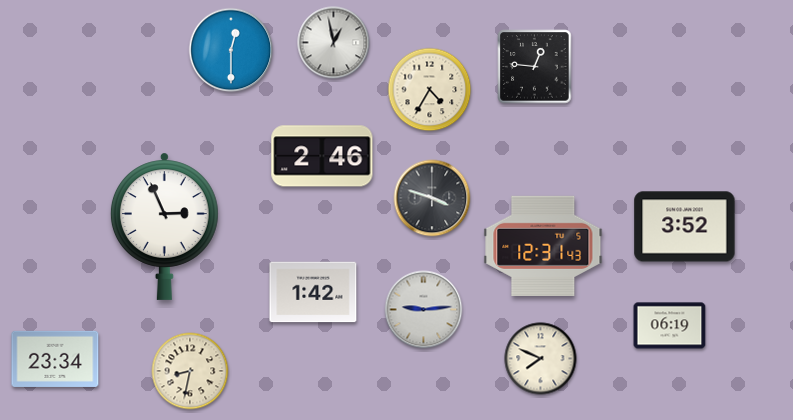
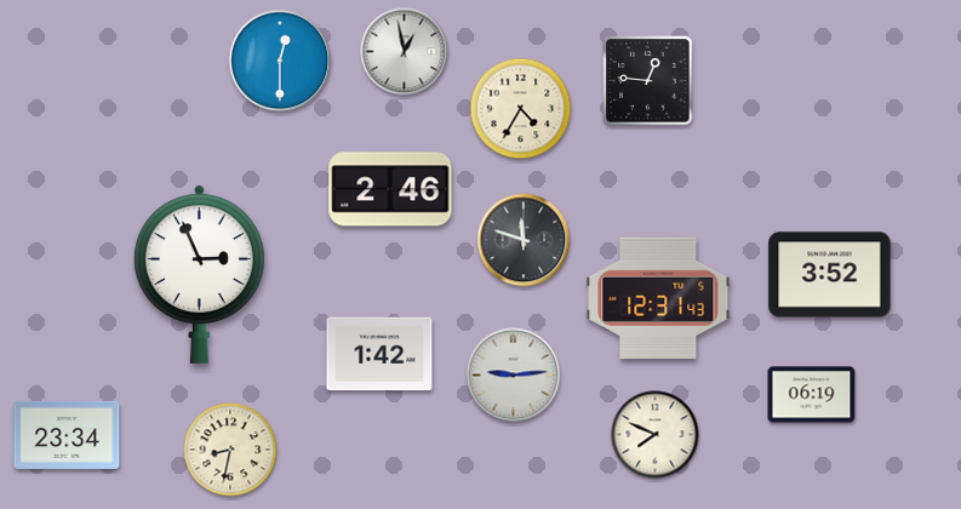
clock at (432, 198): 3:48 -> 11:48
